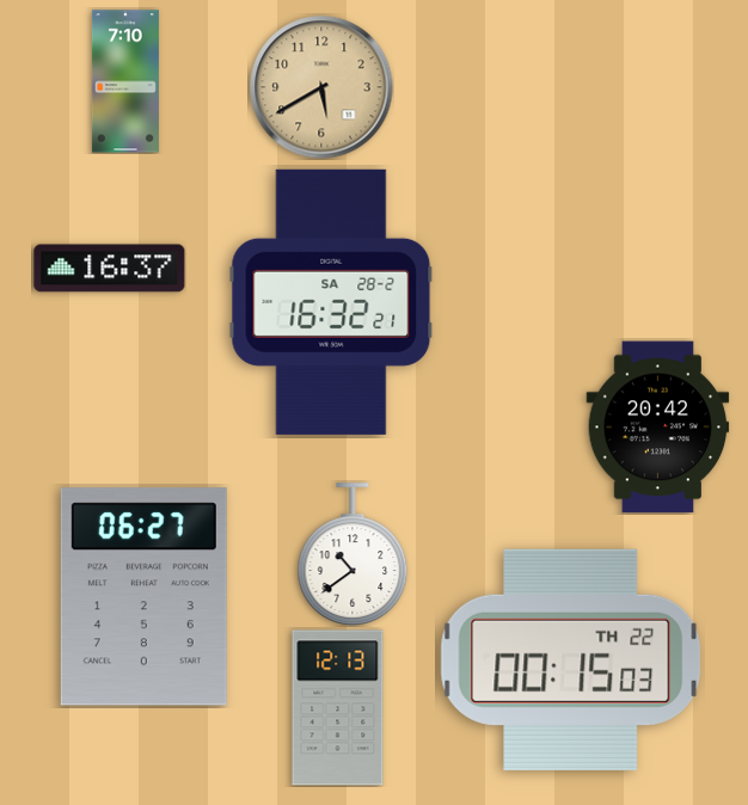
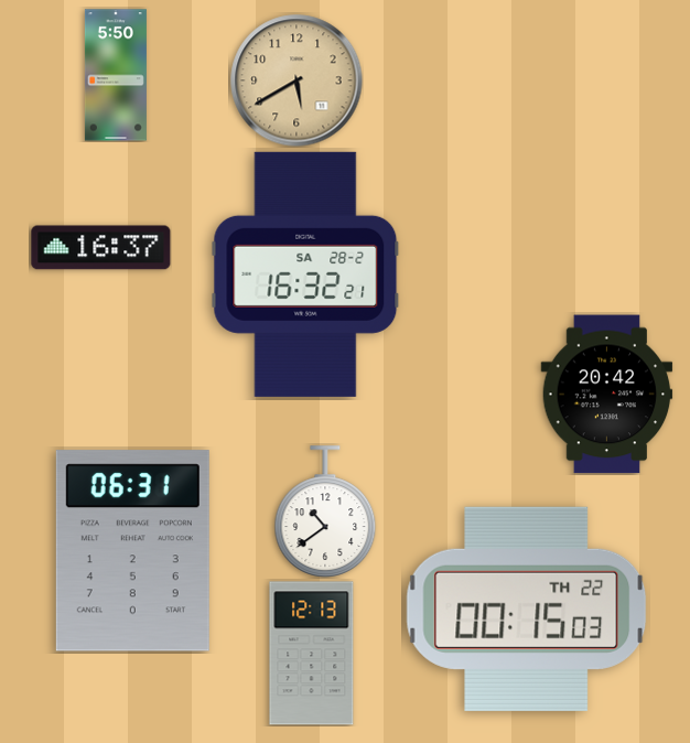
clock at (125, 81): 7:10 -> 5:50
clock at (331, 302) position: (331, 302) -> (305, 274)
clock at (143, 597): 06:27 -> 06:31
